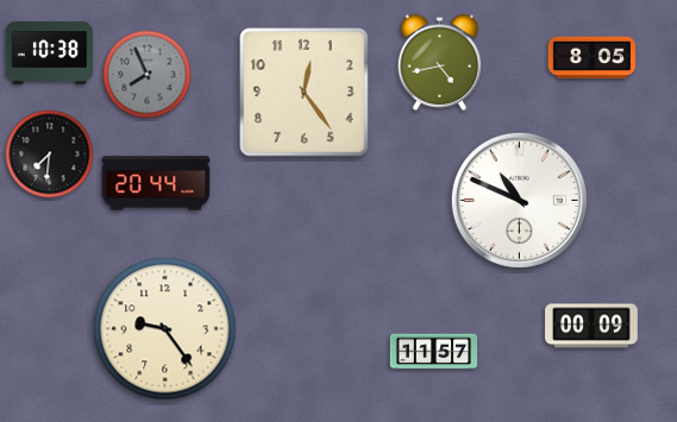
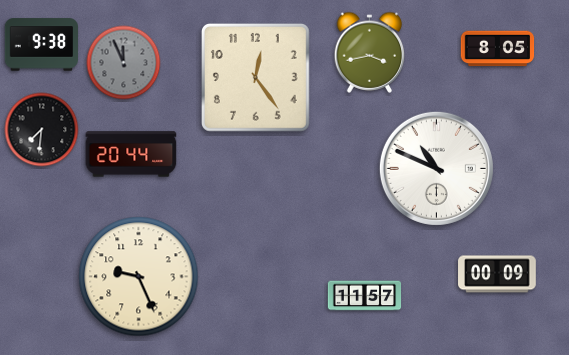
clock at (49, 53): 10:38 -> 9:38
clock at (440, 62): 4:43 -> 3:43
clock at (148, 75): 7:56 -> 11:56
clock at (165, 329): 9:24 -> 9:26
